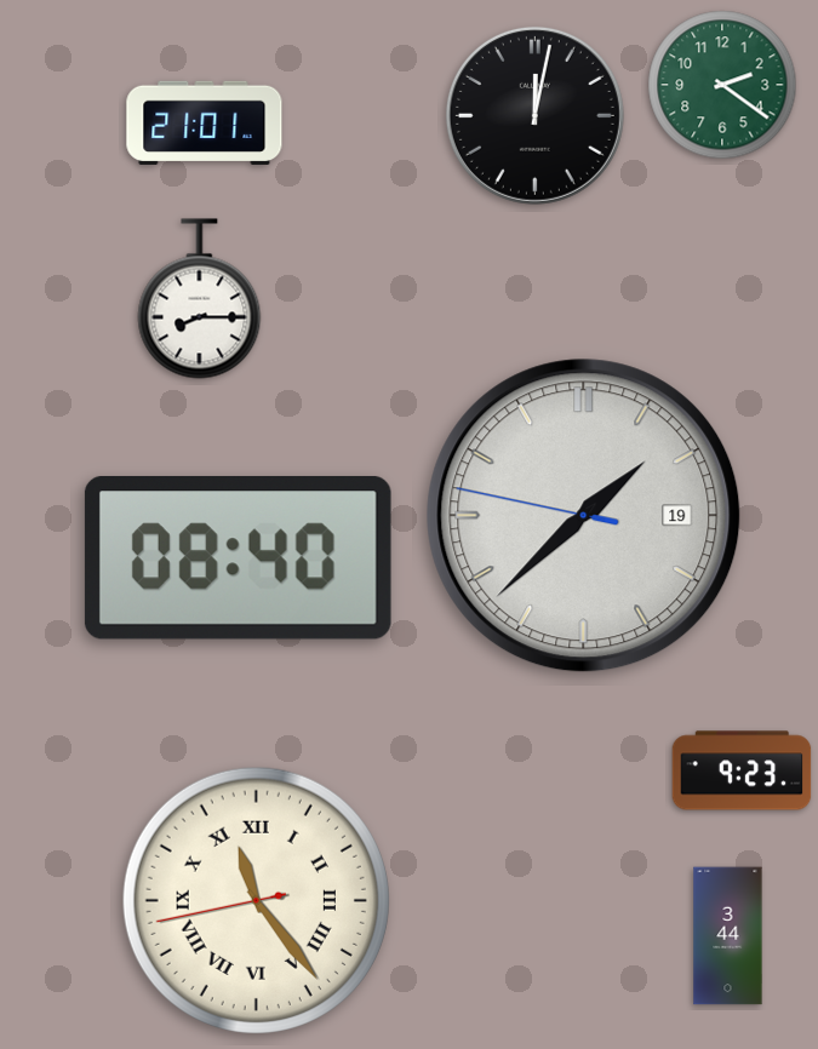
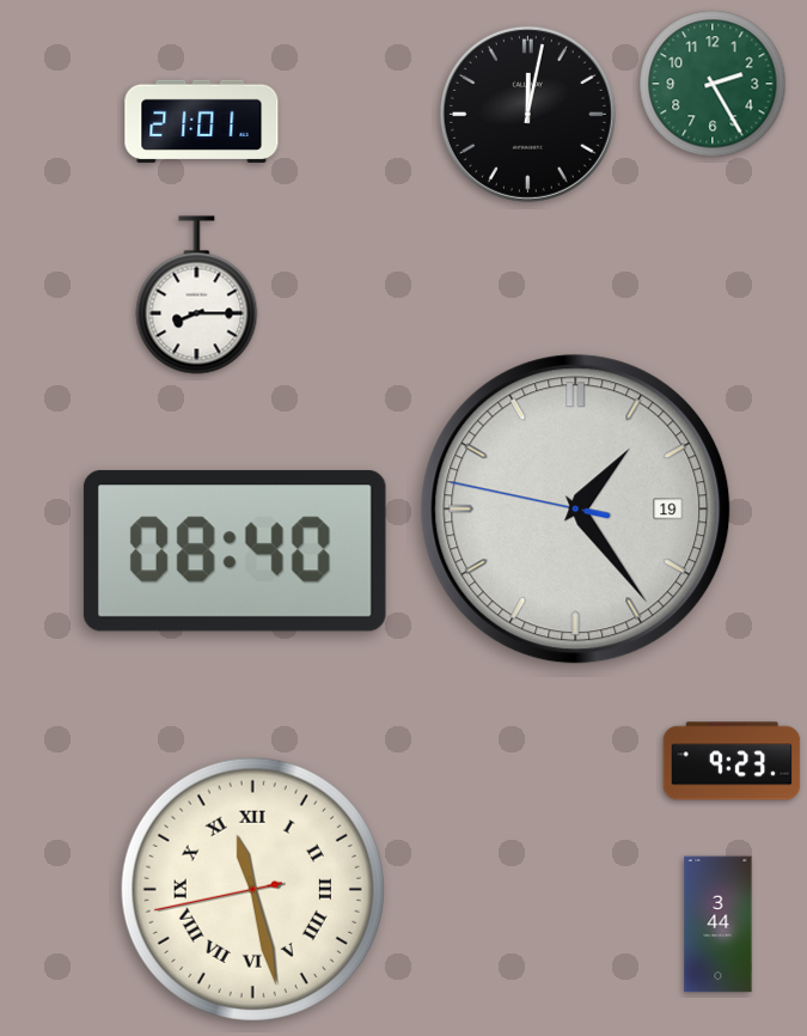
clock at (722, 85): 2:21 -> 2:25
clock at (584, 516): 1:37 -> 1:23
clock at (256, 900): 11:23 -> 11:27
